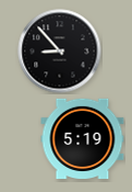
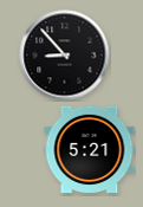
clock at (83, 138): 5:19 -> 5:21
